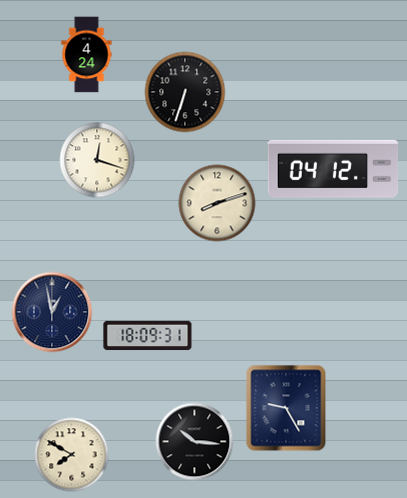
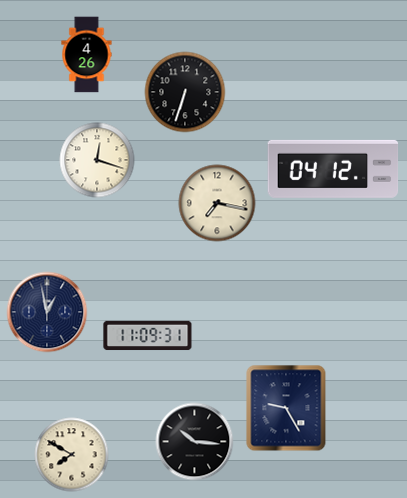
clock at (87, 55): 4:24 -> 4:26
clock at (217, 203): 8:12 -> 7:17
clock at (52, 312) position: (52, 312) -> (47, 312)
clock at (148, 336): 18:09 -> 11:09
